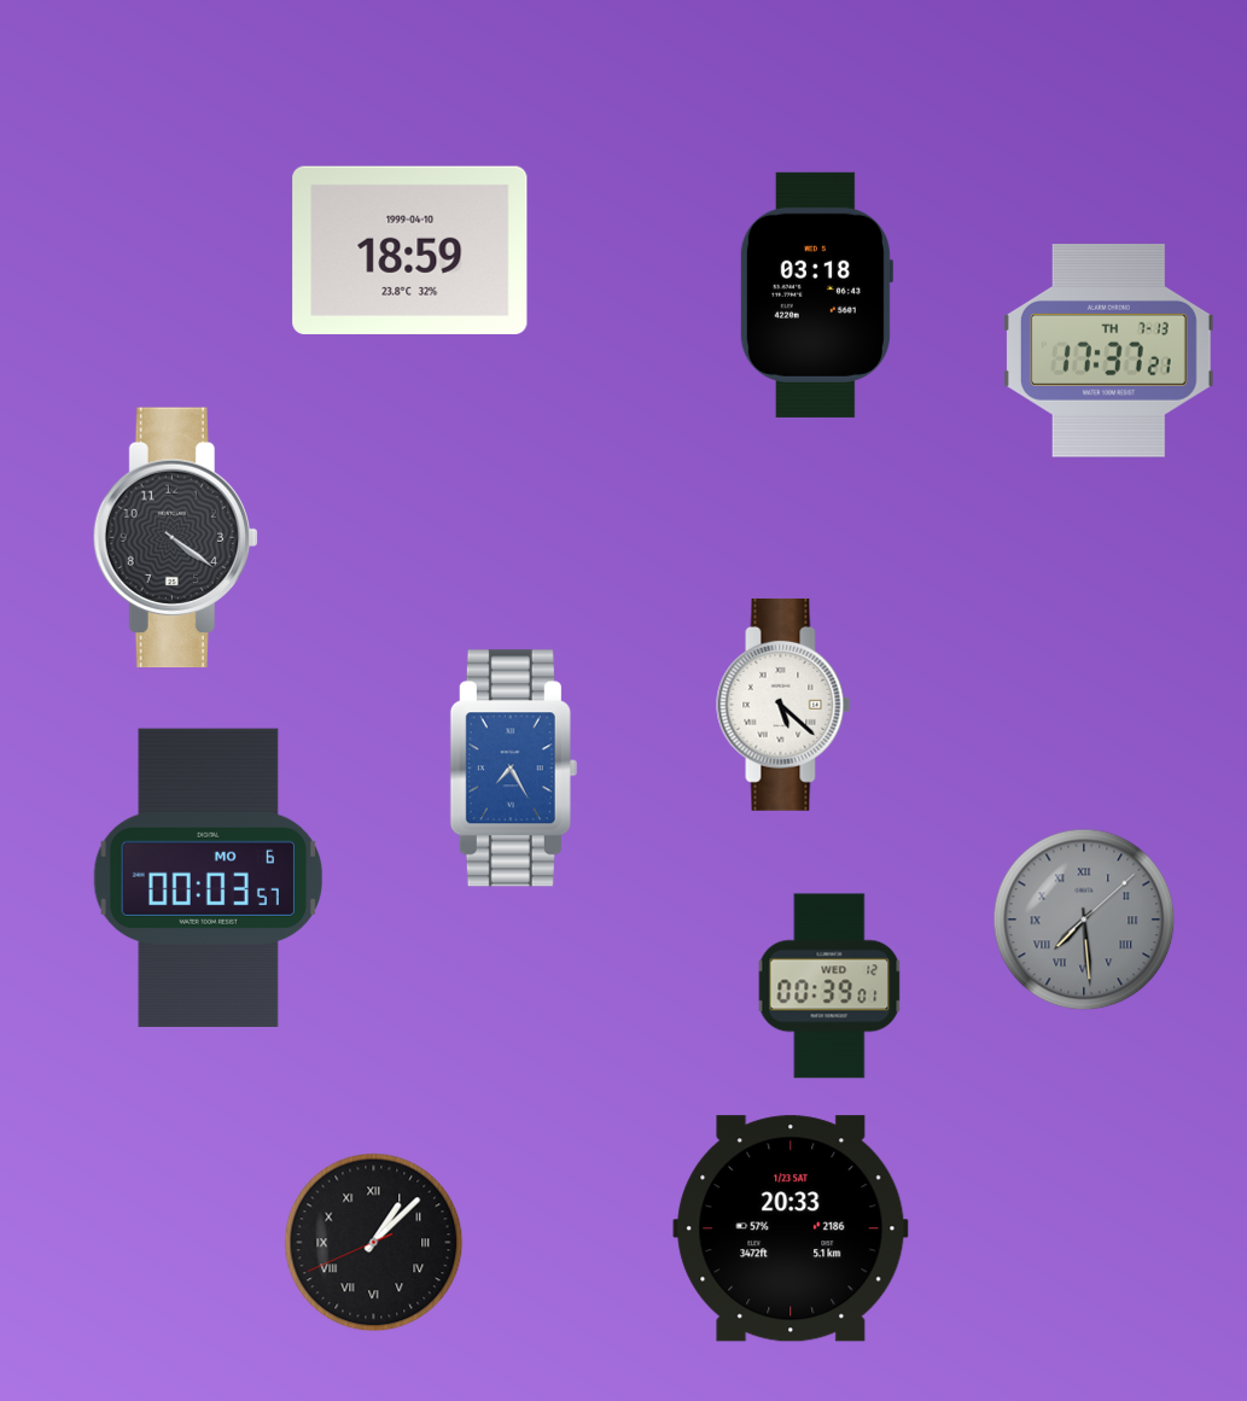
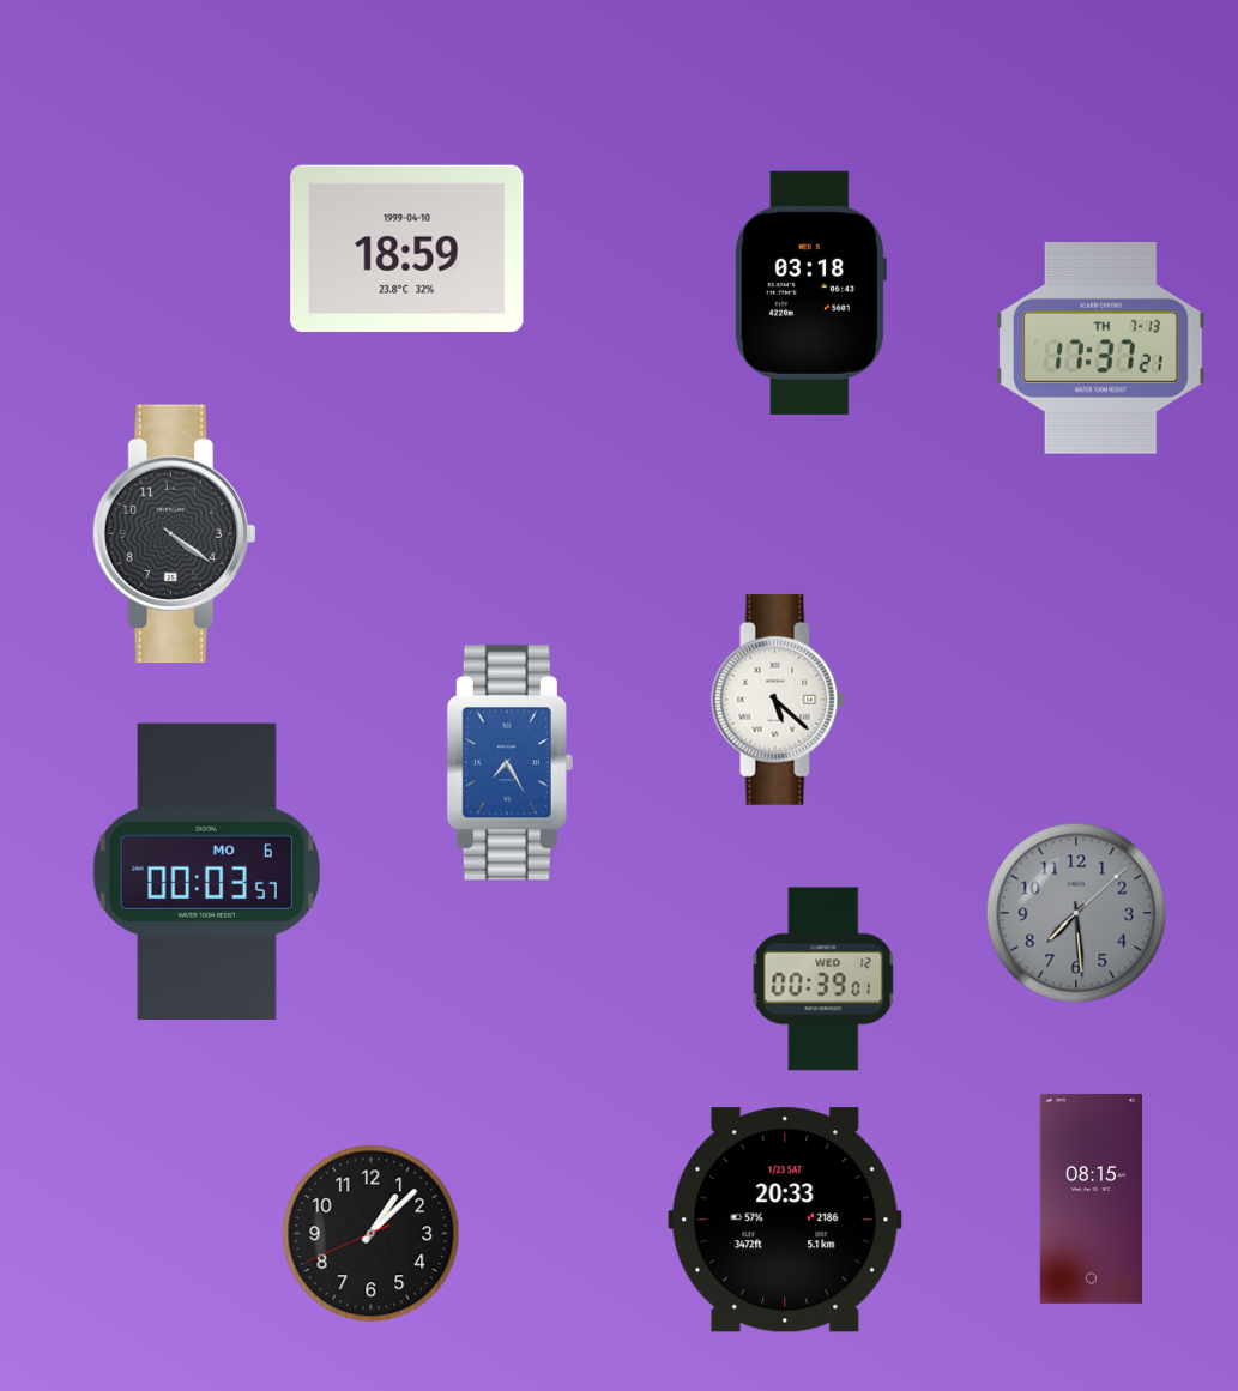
clock at (1084, 920) numerals: Roman -> Arabic
clock at (1091, 1198): none -> 08:15
clock at (374, 1243) numerals: Roman -> Arabic
